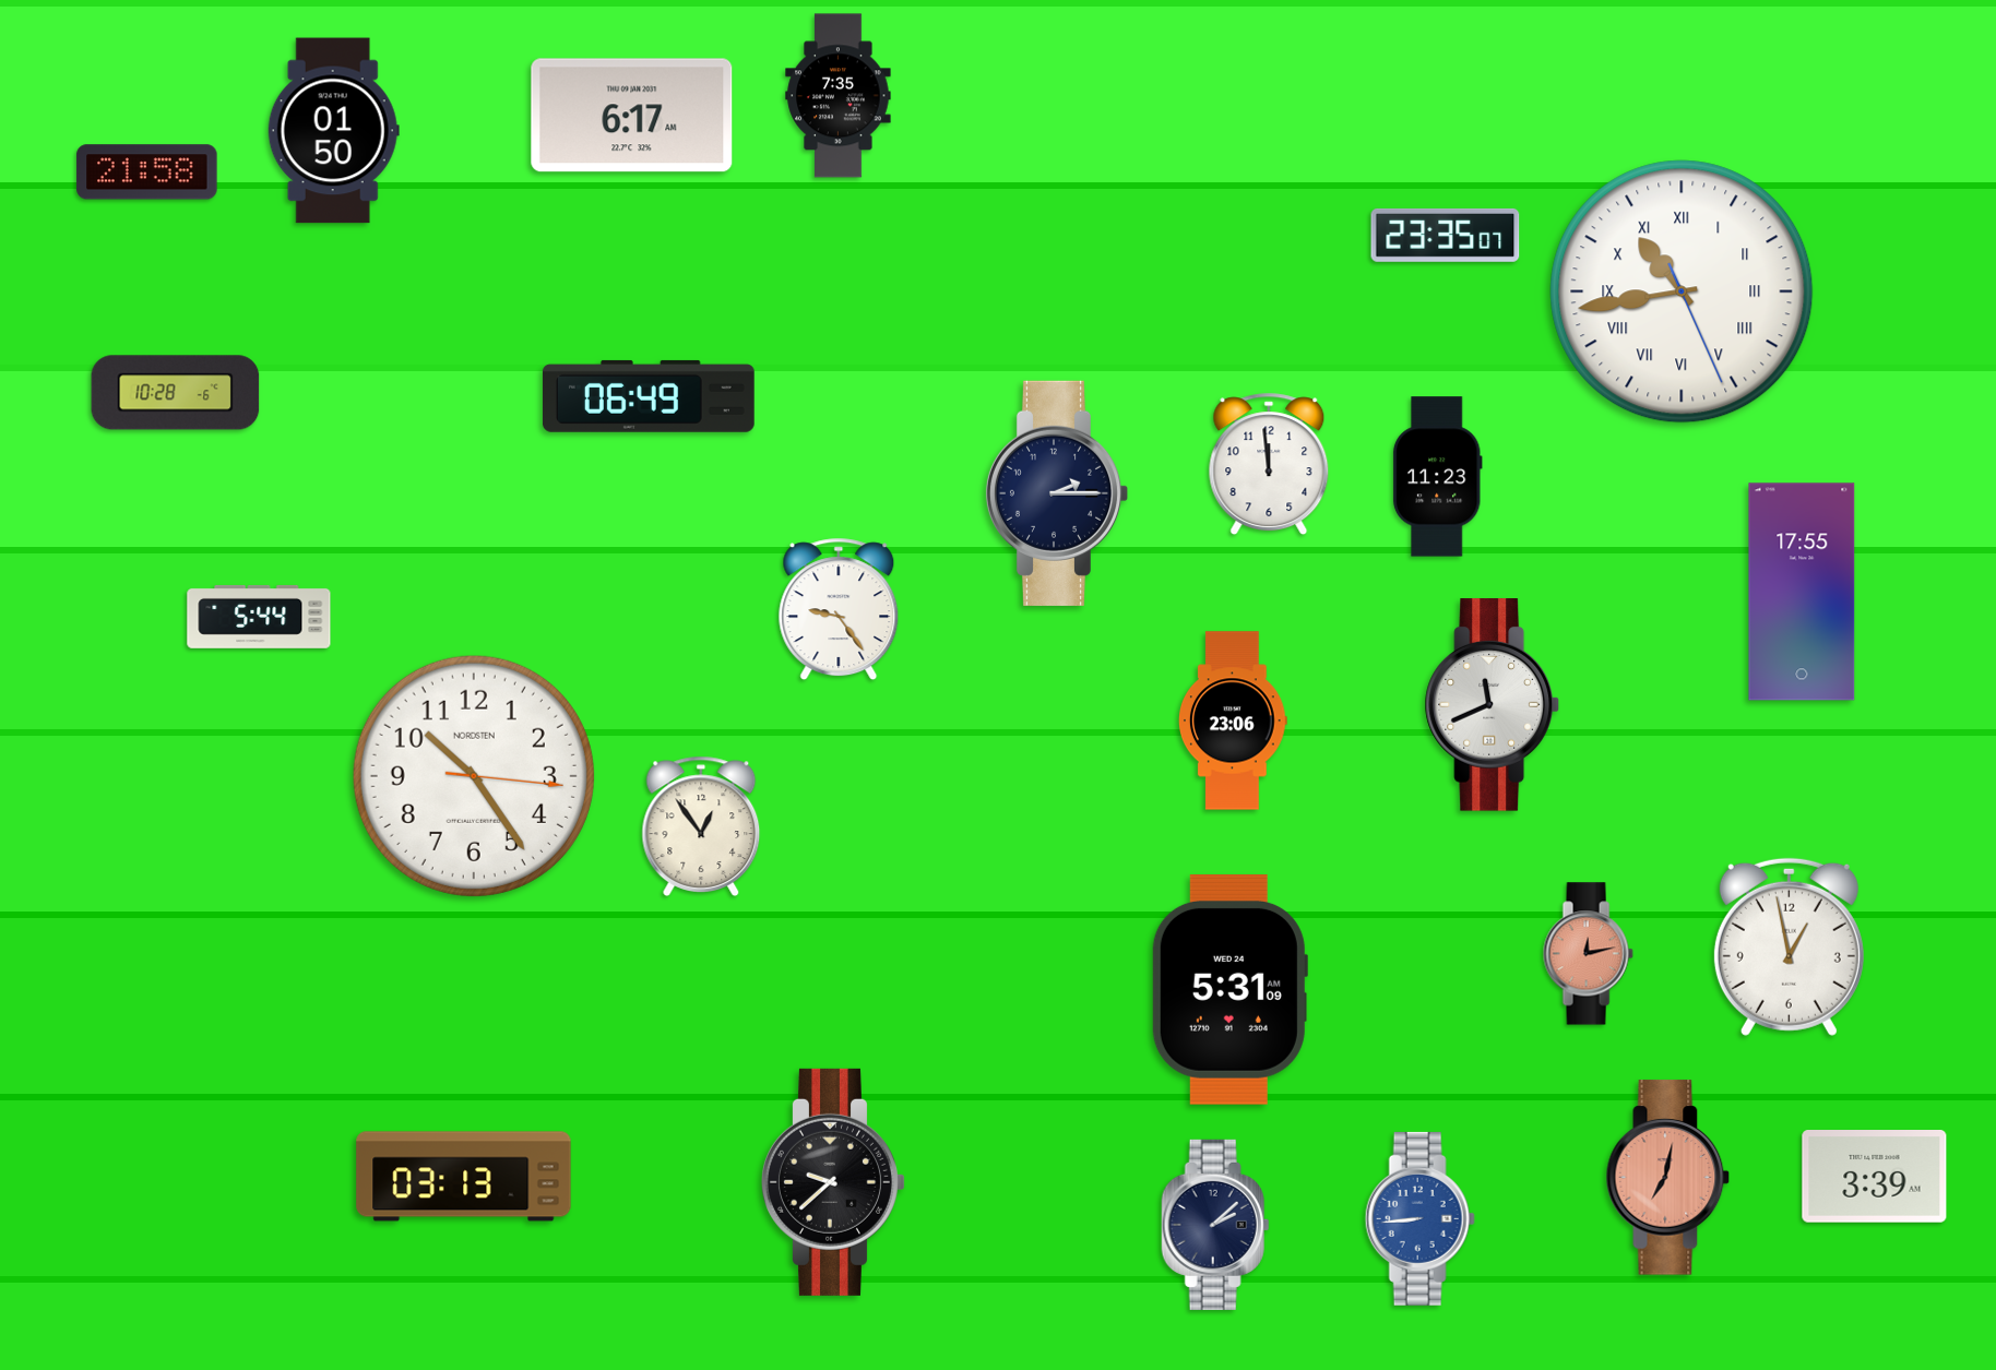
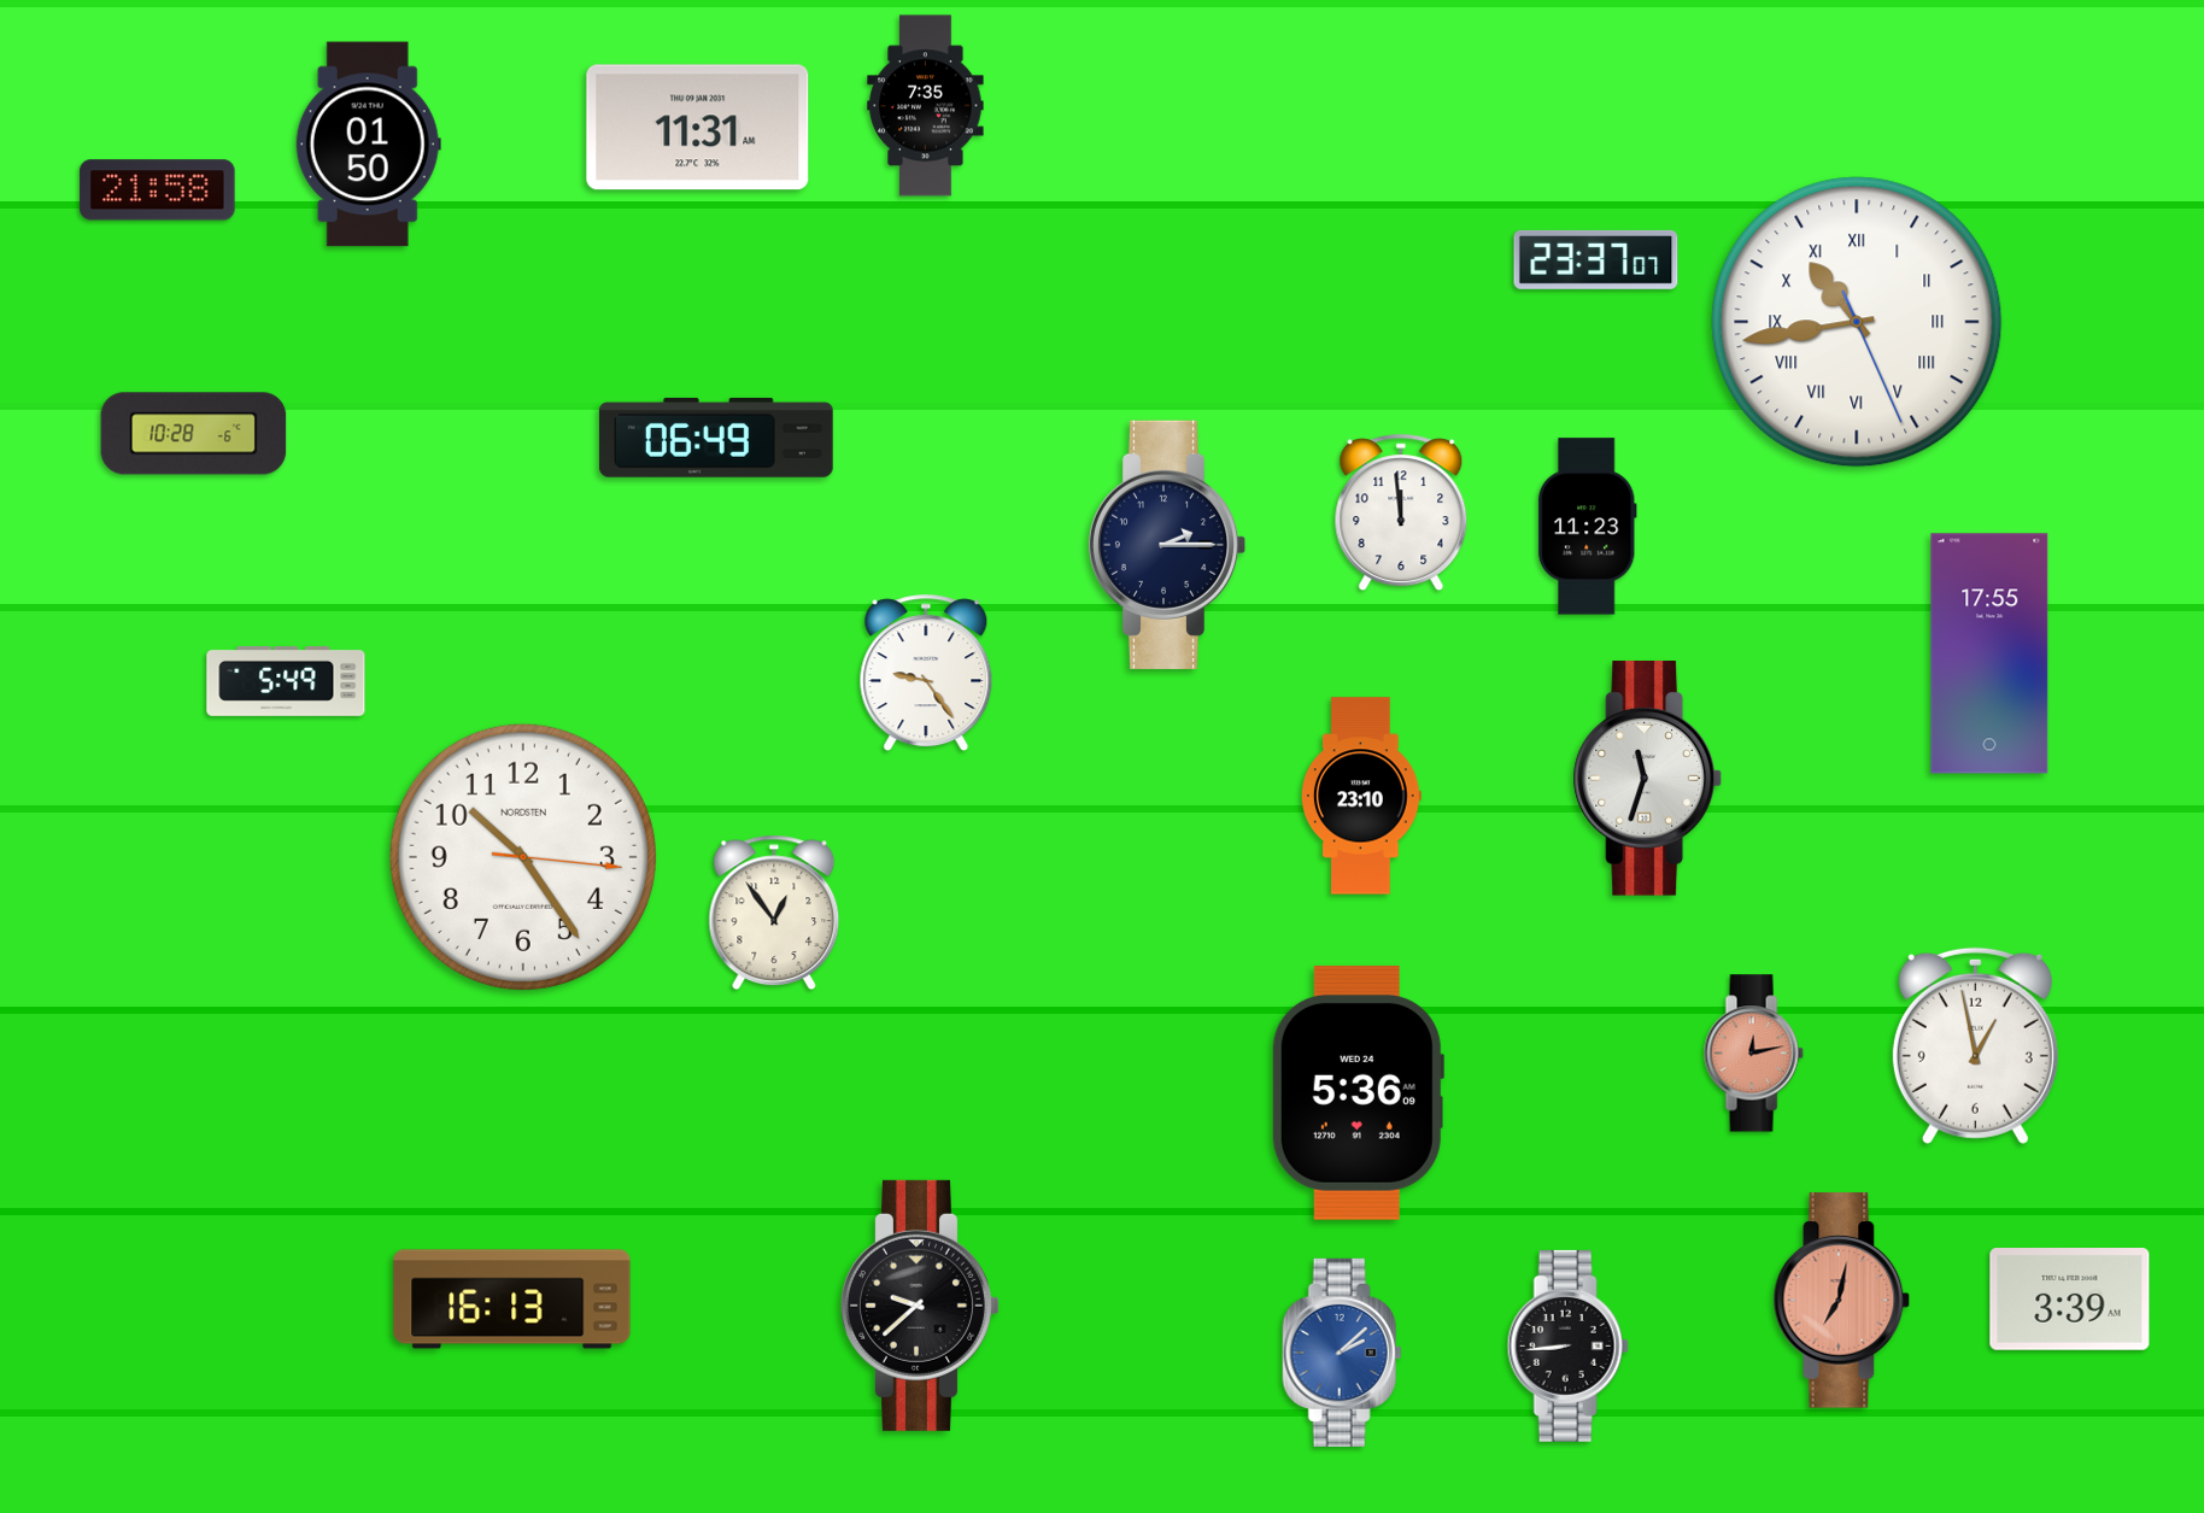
clock at (632, 116): 6:17 -> 11:31
clock at (147, 172) position: (147, 172) -> (158, 190)
clock at (1446, 235): 23:35 -> 23:37
clock at (259, 617): 5:44 -> 5:49
clock at (1492, 705): 11:41 -> 11:33
clock at (1233, 720): 23:06 -> 23:10
clock at (1229, 989): 5:31 -> 5:36
clock at (464, 1177): 03:13 -> 16:13
clock at (1419, 1218) dial: blue -> black
clock at (1215, 1225) dial: navy -> blue
